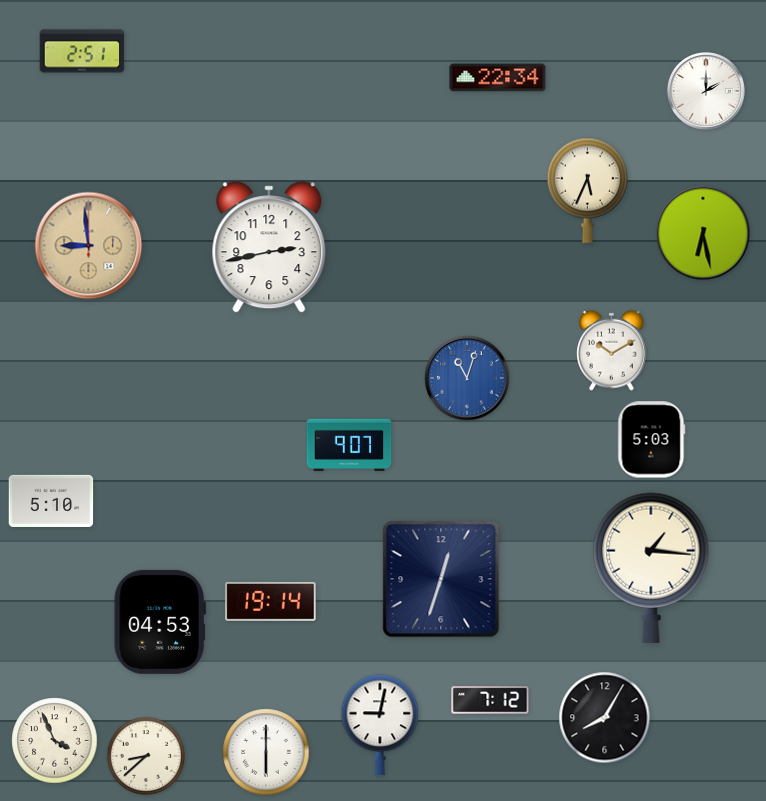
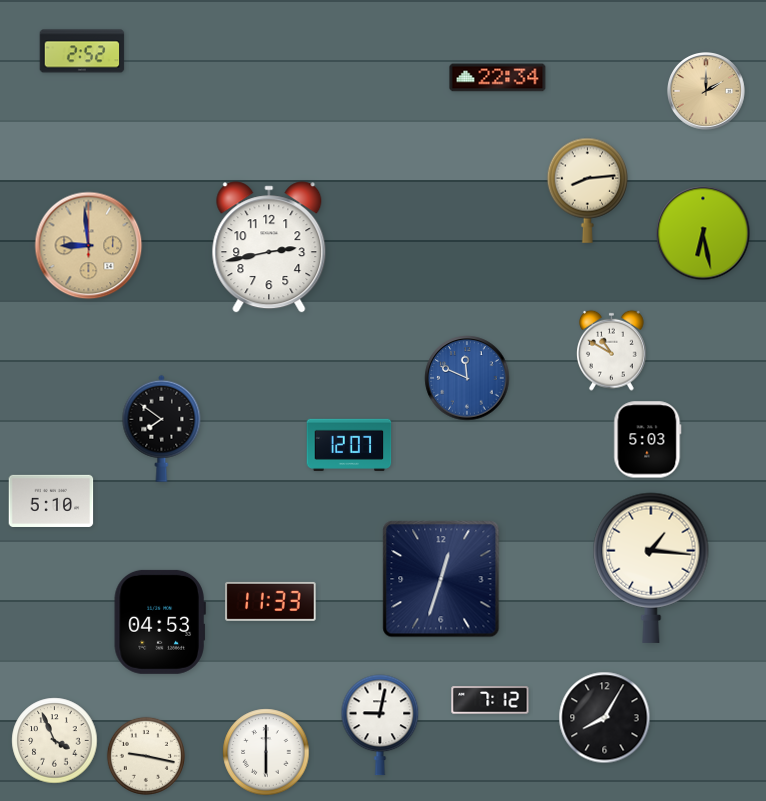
clock at (82, 51): 2:51 -> 2:52
clock at (707, 92) dial: white -> champagne
clock at (588, 190): 5:34 -> 8:14
clock at (612, 350): 10:10 -> 10:50
clock at (467, 378): 11:03 -> 11:49
clock at (162, 428): none -> 7:51
clock at (652, 440) position: (652, 440) -> (648, 440)
clock at (349, 445): 9:07 -> 12:07
clock at (271, 601): 19:14 -> 11:33
clock at (146, 756): 8:38 -> 9:17
